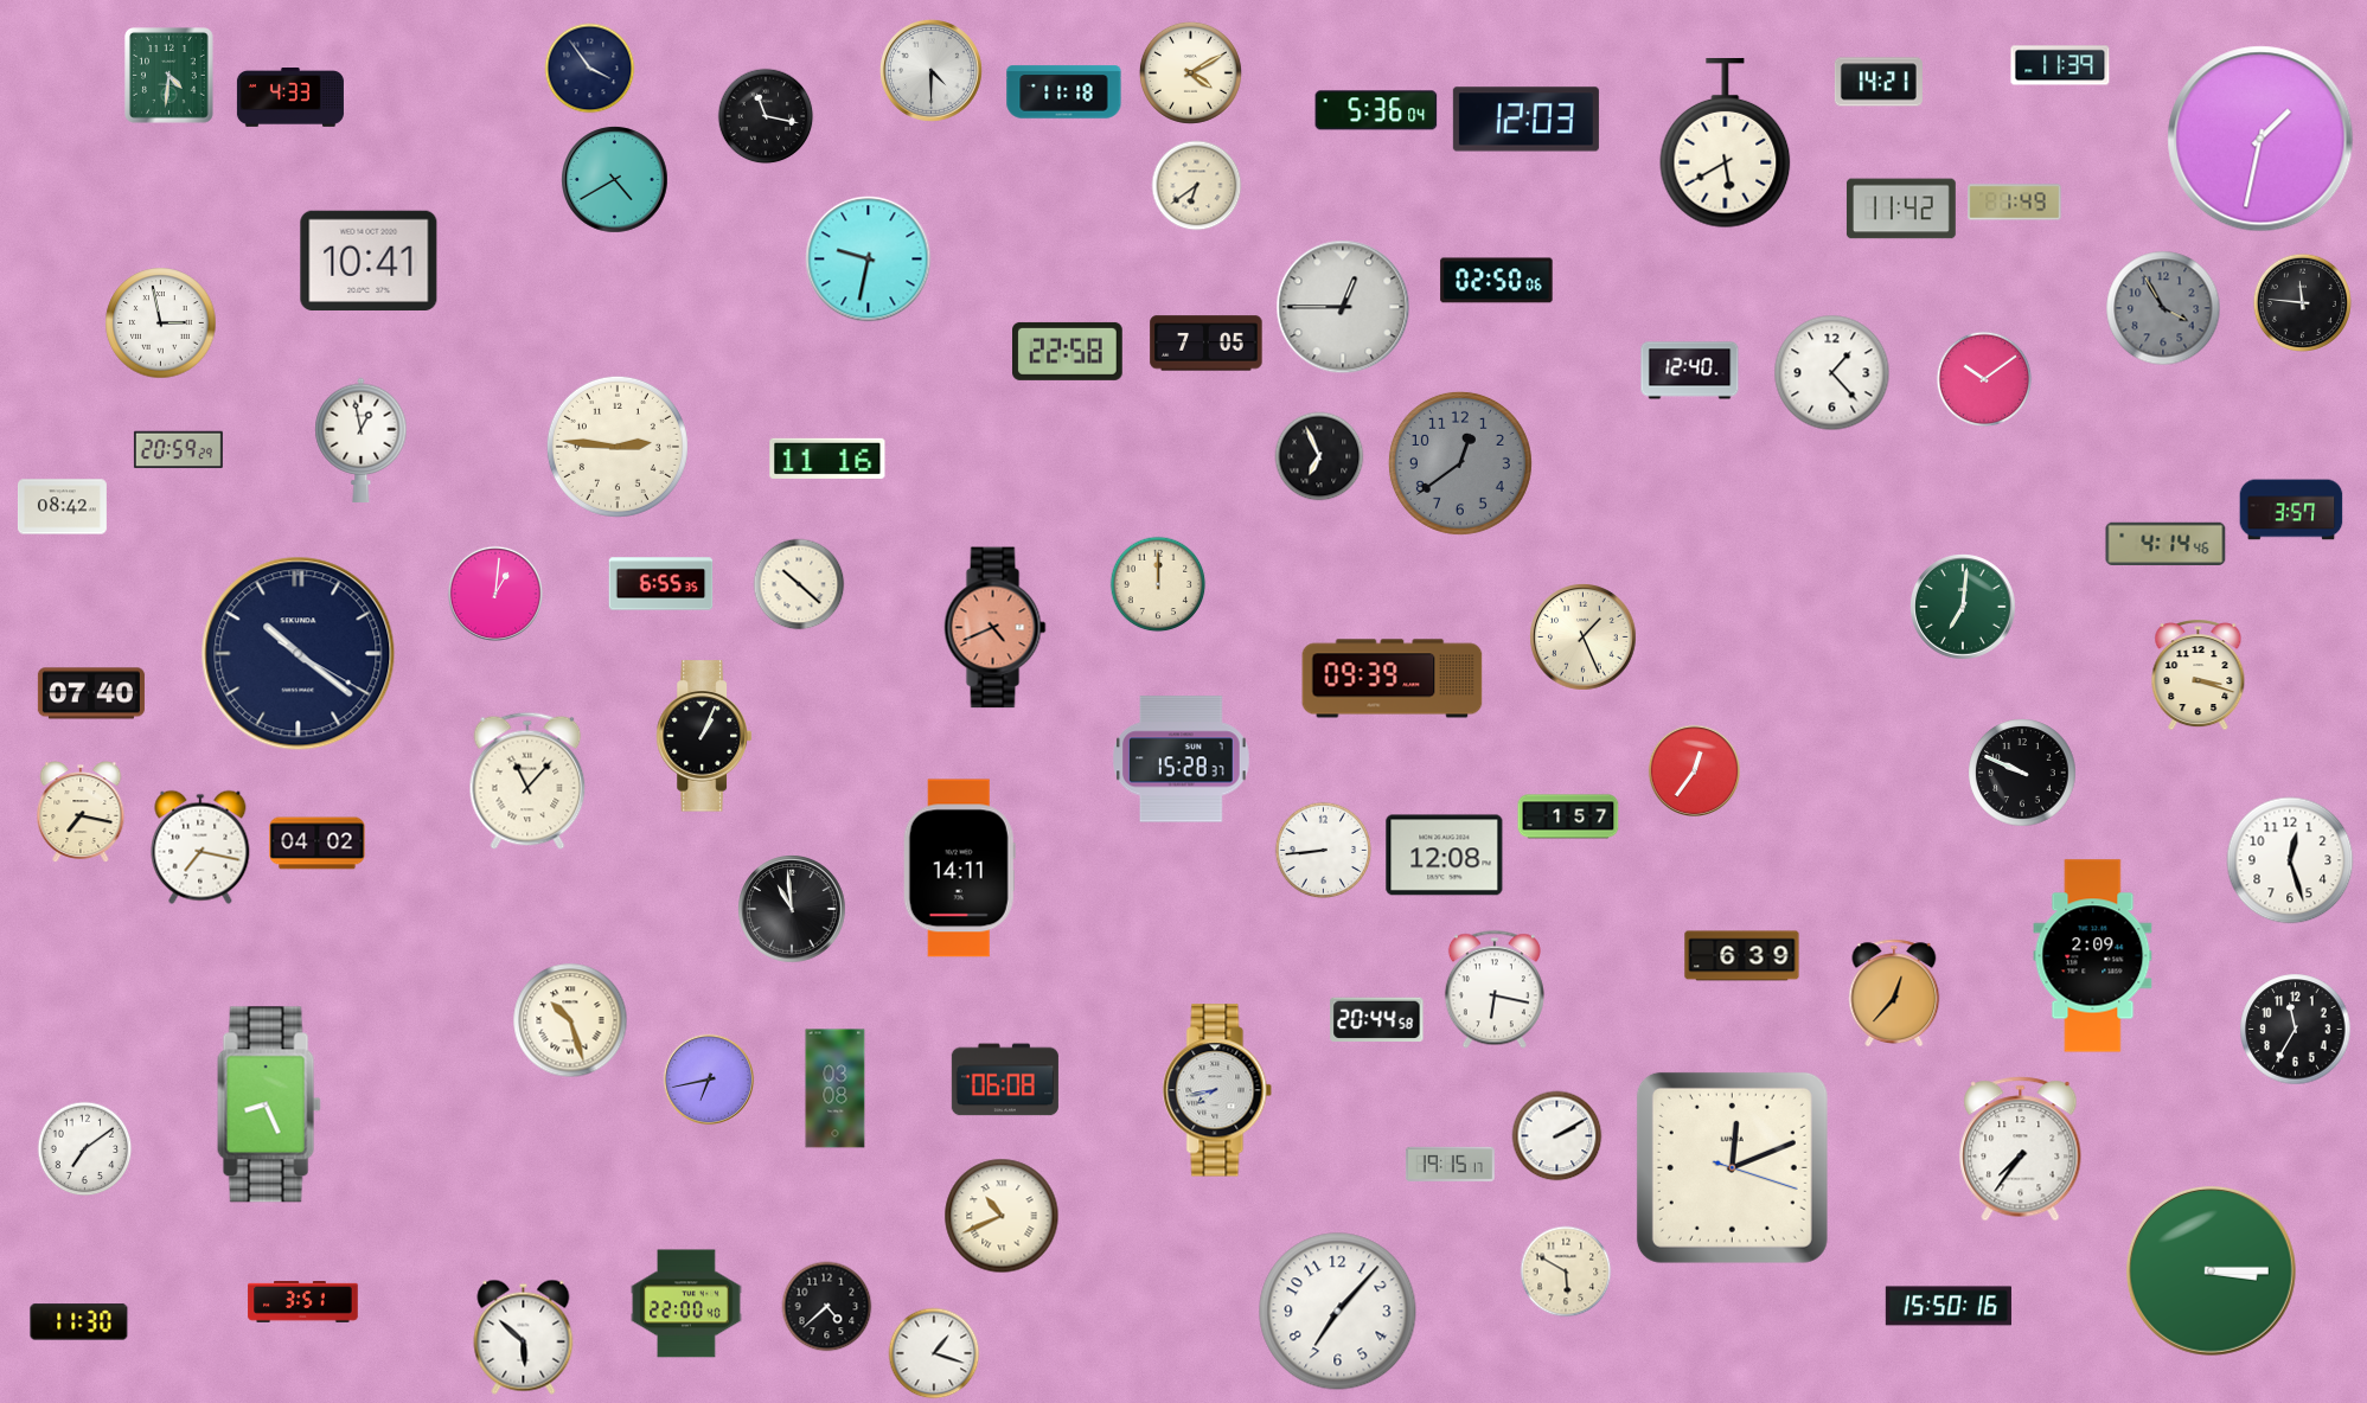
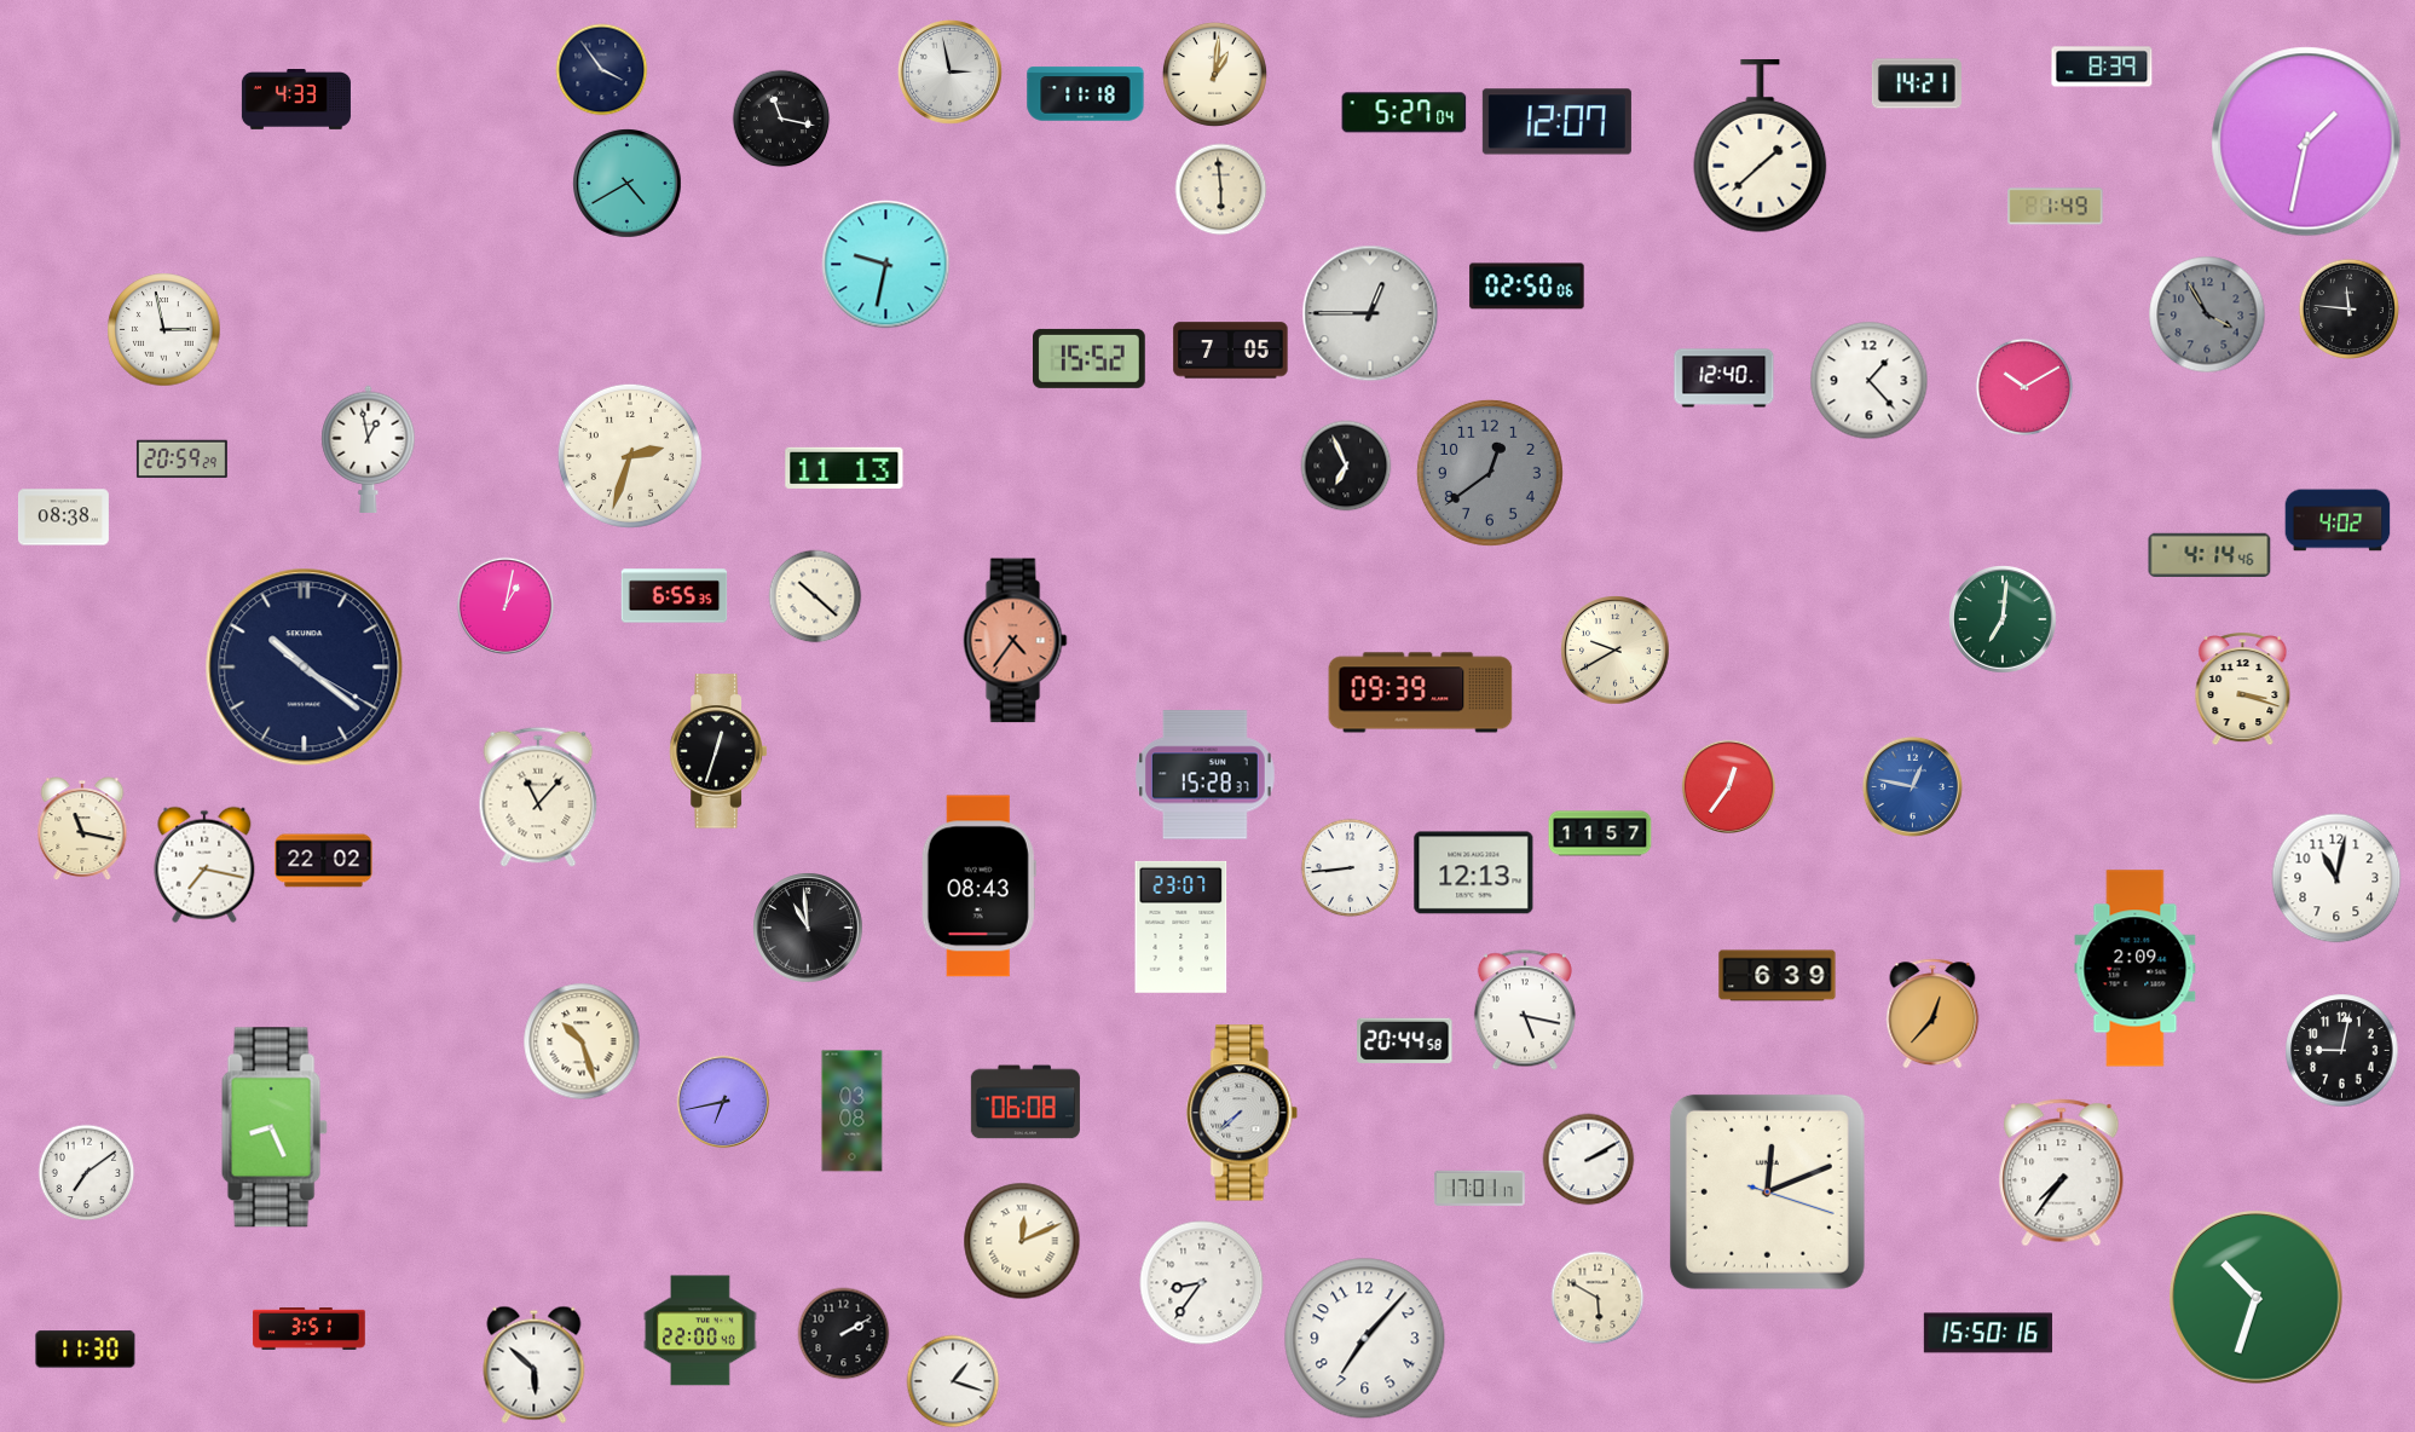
clock at (2060, 65): 11:39 -> 8:39
clock at (930, 70): 4:30 -> 2:58
clock at (1190, 72): 4:10 -> 1:01
clock at (169, 76): 4:31 -> none
clock at (1376, 110): 5:36 -> 5:27
clock at (1525, 120): 12:03 -> 12:07
clock at (1726, 143): 5:40 -> 1:38
clock at (1197, 186): 6:39 -> 5:59
clock at (1901, 209): 11:42 -> none
clock at (369, 260): 10:41 -> none
clock at (1068, 351): 22:58 -> 15:52
clock at (1984, 379): 10:09 -> 10:10
clock at (618, 447): 2:46 -> 2:33
clock at (827, 459): 11:16 -> 11:13
clock at (62, 507): 08:42 -> 08:38
clock at (2291, 510): 3:57 -> 4:02
clock at (1158, 584): 12:00 -> none
clock at (495, 594): 1:01 -> 1:02
clock at (996, 628): 4:41 -> 4:36
clock at (1584, 638): 1:26 -> 9:40
clock at (91, 693): 07:40 -> none
clock at (704, 736): 1:04 -> 12:33
clock at (1912, 786): none -> 12:47
clock at (2022, 773): 9:49 -> none
clock at (81, 812): 7:17 -> 11:17
clock at (1568, 816): 1:57 -> 11:57
clock at (318, 844): 04:02 -> 22:02
clock at (1445, 856): 12:08 -> 12:13
clock at (2290, 860): 12:27 -> 11:02
clock at (959, 869): 14:11 -> 08:43
clock at (1181, 926): none -> 23:07
clock at (2093, 956) position: (2093, 956) -> (2136, 969)
clock at (1495, 989): 6:17 -> 5:17
clock at (2296, 1030): 11:35 -> 9:02
clock at (1217, 1090): 7:43 -> 7:38
clock at (1450, 1164): 19:15 -> 17:01
clock at (1002, 1216): 10:41 -> 12:11
clock at (1202, 1283): none -> 8:36
clock at (2211, 1270): 3:15 -> 10:33
clock at (827, 1307): 4:38 -> 2:10
clock at (79, 1322) position: (79, 1322) -> (86, 1350)
